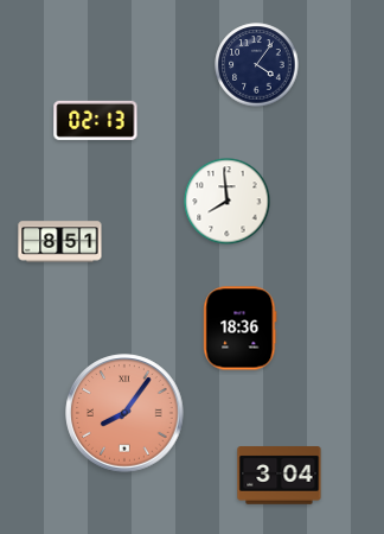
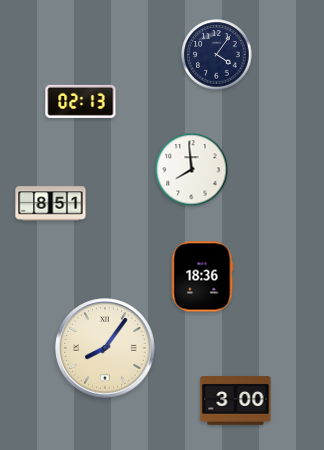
clock at (124, 413) dial: salmon -> cream
clock at (280, 476): 3:04 -> 3:00
